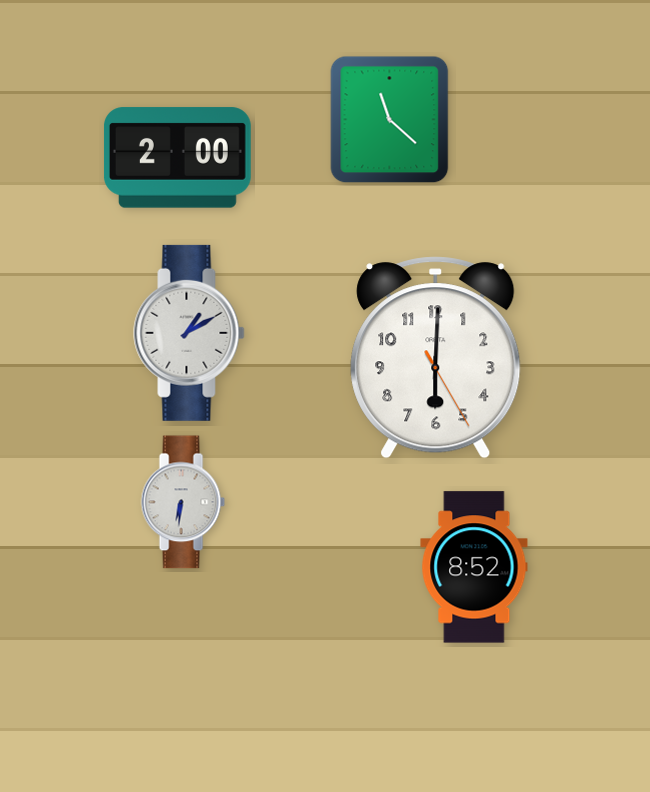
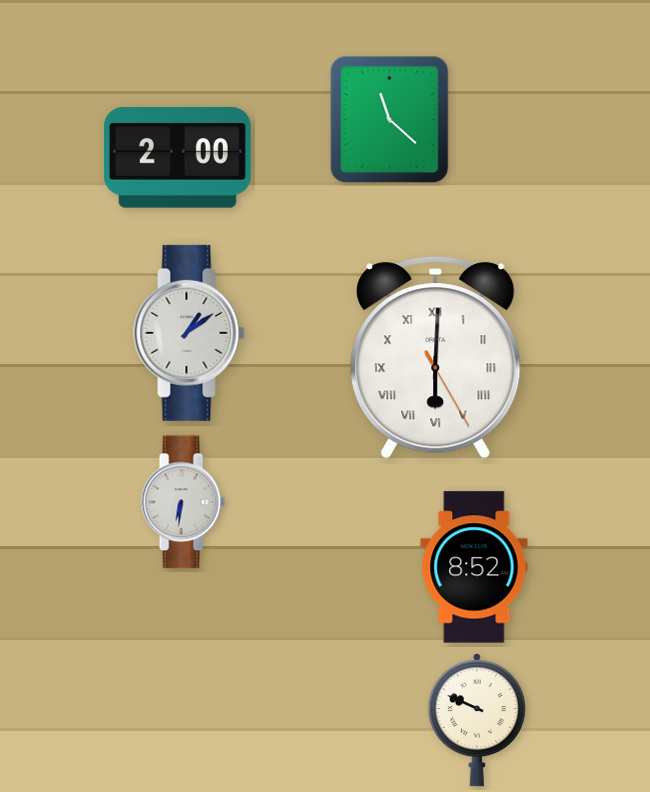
clock at (189, 333): 1:10 -> 1:09
clock at (436, 358) numerals: Arabic -> Roman
clock at (477, 720): none -> 9:49
